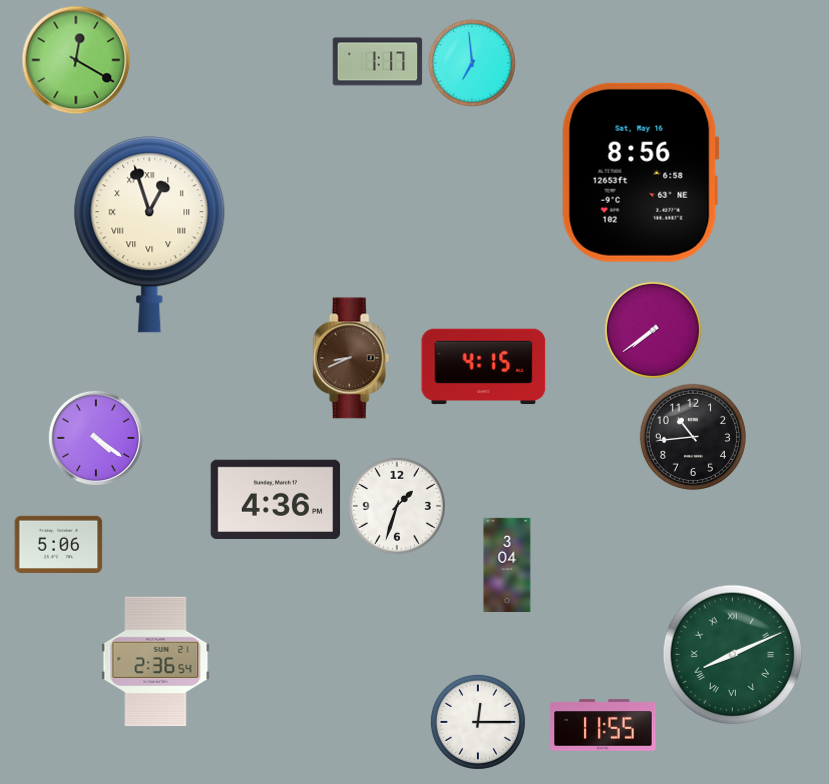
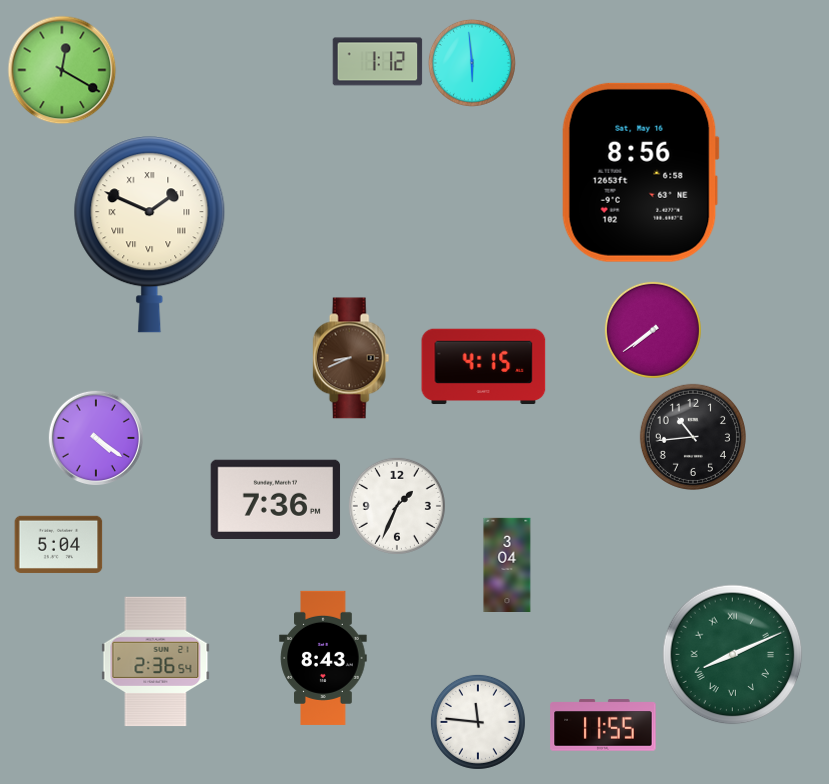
clock at (76, 60) position: (76, 60) -> (62, 70)
clock at (378, 62): 1:17 -> 1:12
clock at (472, 63): 6:59 -> 5:59
clock at (150, 235): 12:57 -> 1:49
clock at (276, 499): 4:36 -> 7:36
clock at (397, 506): 1:33 -> 1:34
clock at (59, 544): 5:06 -> 5:04
clock at (323, 658): none -> 8:43
clock at (478, 722): 12:15 -> 11:46
